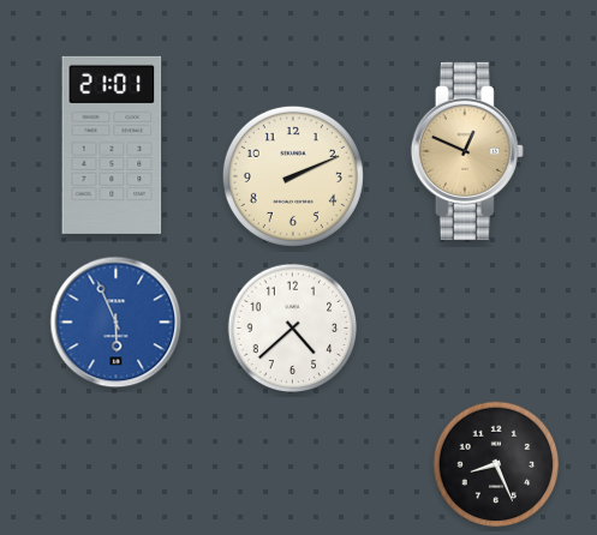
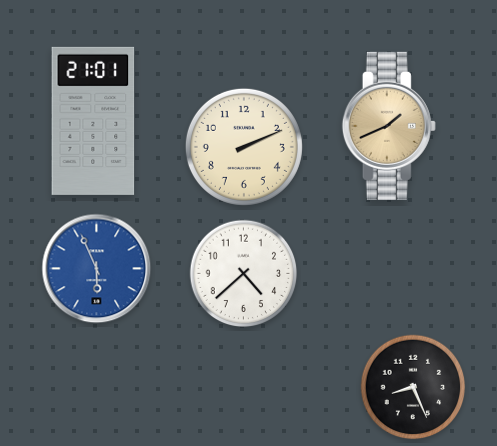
clock at (467, 151): 12:49 -> 1:41
